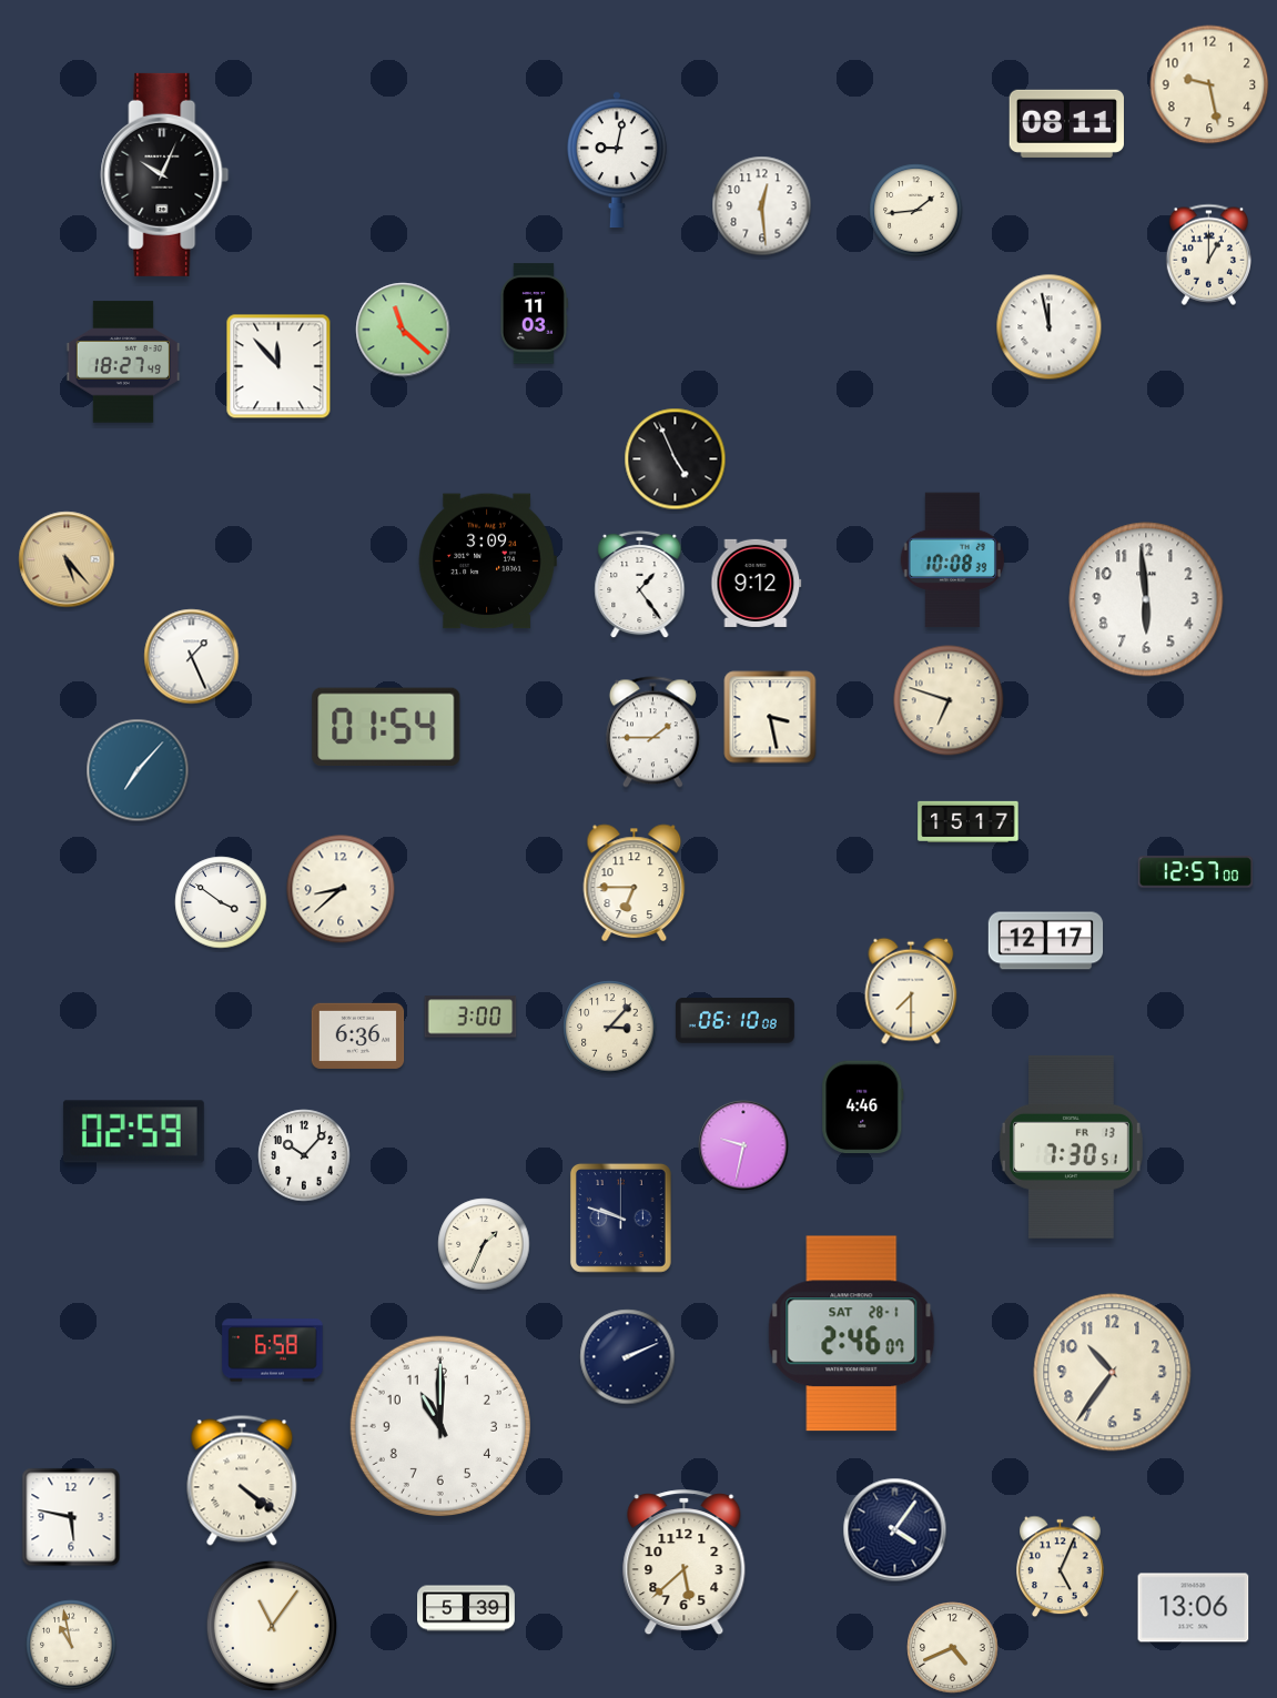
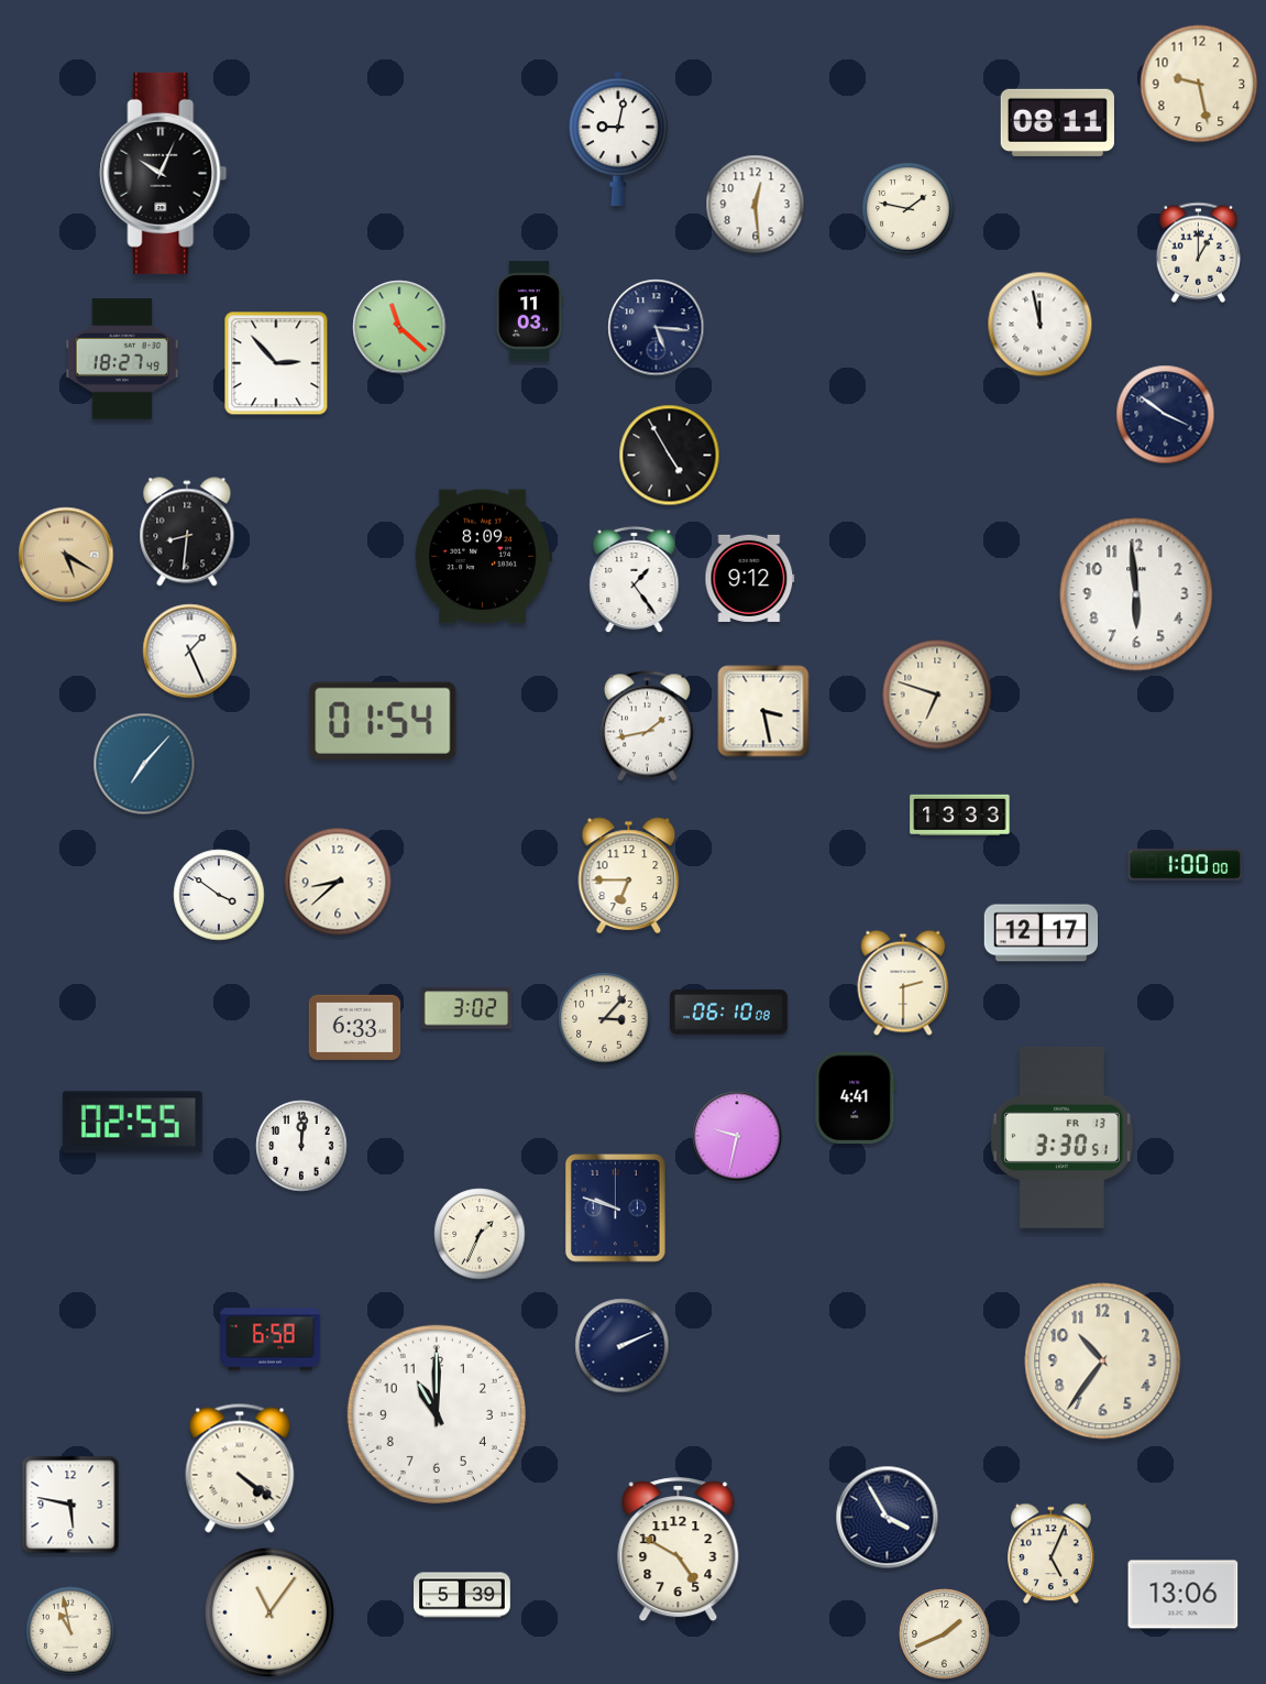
clock at (617, 159) position: (617, 159) -> (618, 138)
clock at (916, 211): 1:44 -> 1:47
clock at (657, 328): none -> 5:16
clock at (278, 366): 11:53 -> 2:53
clock at (1166, 415): none -> 3:51
clock at (676, 459): 4:56 -> 4:55
clock at (187, 532): none -> 8:31
clock at (67, 559): 5:23 -> 5:20
clock at (952, 560): 10:08 -> none
clock at (487, 562): 3:09 -> 8:09
clock at (949, 700) position: (949, 700) -> (937, 695)
clock at (652, 732): 1:45 -> 1:43
clock at (138, 770) position: (138, 770) -> (144, 764)
clock at (969, 821): 15:17 -> 13:33
clock at (1196, 872): 12:57 -> 1:00
clock at (1046, 941) position: (1046, 941) -> (1042, 933)
clock at (911, 991): 7:30 -> 2:30
clock at (470, 1017): 3:00 -> 3:02
clock at (358, 1035): 6:36 -> 6:33
clock at (863, 1108): 4:46 -> 4:41
clock at (133, 1132): 02:59 -> 02:55
clock at (1071, 1146): 7:30 -> 3:30
clock at (304, 1155): 10:07 -> 12:01
clock at (852, 1334): 2:46 -> none
clock at (895, 1530): 4:06 -> 3:55
clock at (685, 1563): 5:38 -> 4:50
clock at (953, 1648): 4:41 -> 1:41
